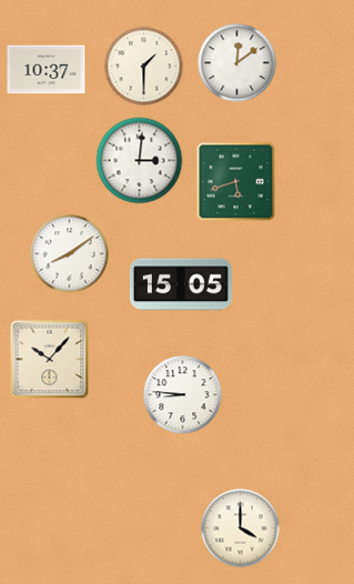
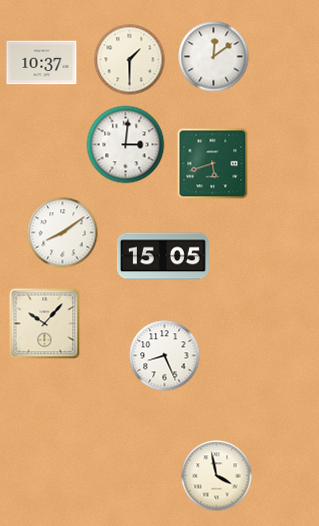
clock at (70, 254) position: (70, 254) -> (63, 233)
clock at (183, 395): 8:46 -> 8:26
clock at (241, 528): 4:00 -> 3:58
